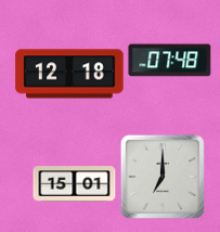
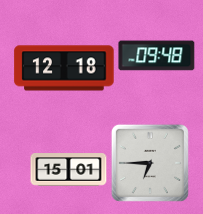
clock at (170, 61): 07:48 -> 09:48
clock at (163, 177): 7:00 -> 6:45
